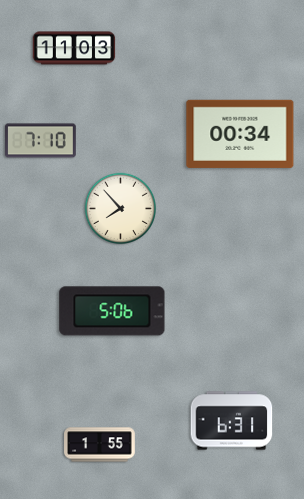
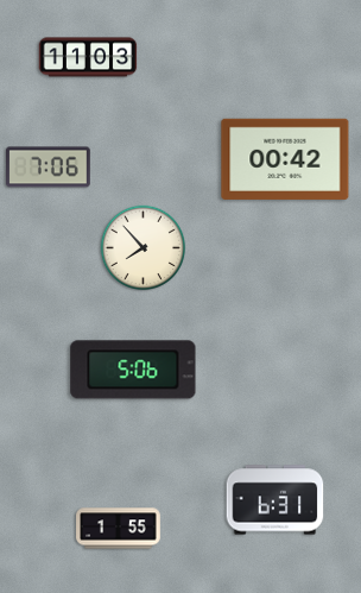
clock at (240, 134): 00:34 -> 00:42
clock at (41, 141): 7:10 -> 7:06
